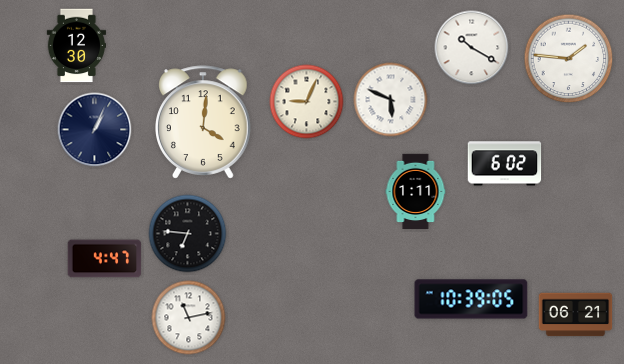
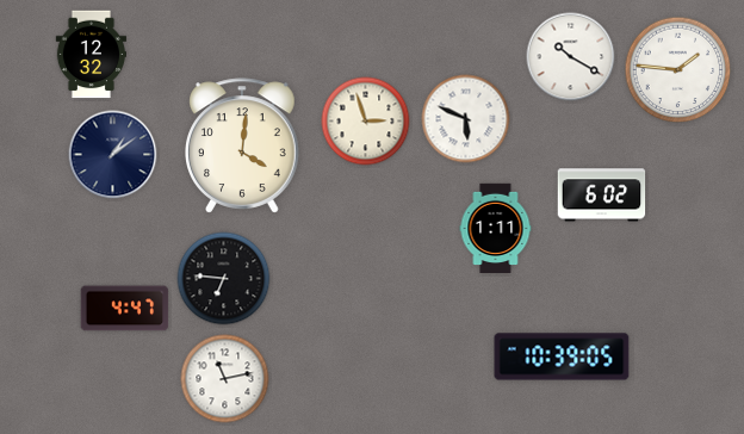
clock at (76, 46): 12:30 -> 12:32
clock at (472, 48) position: (472, 48) -> (571, 57)
clock at (307, 102): 9:04 -> 2:57
clock at (95, 130): 1:04 -> 1:09
clock at (576, 315): 06:21 -> none
